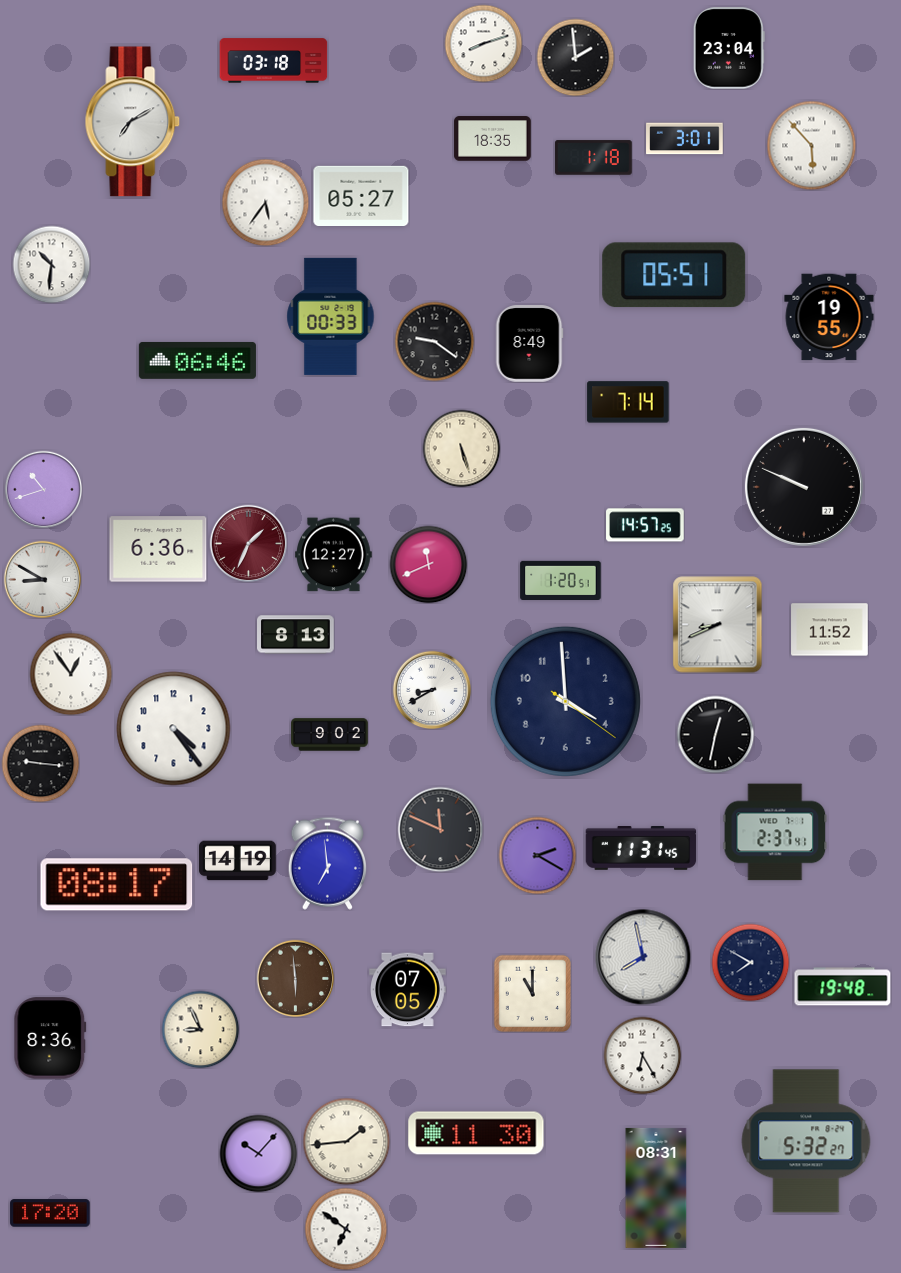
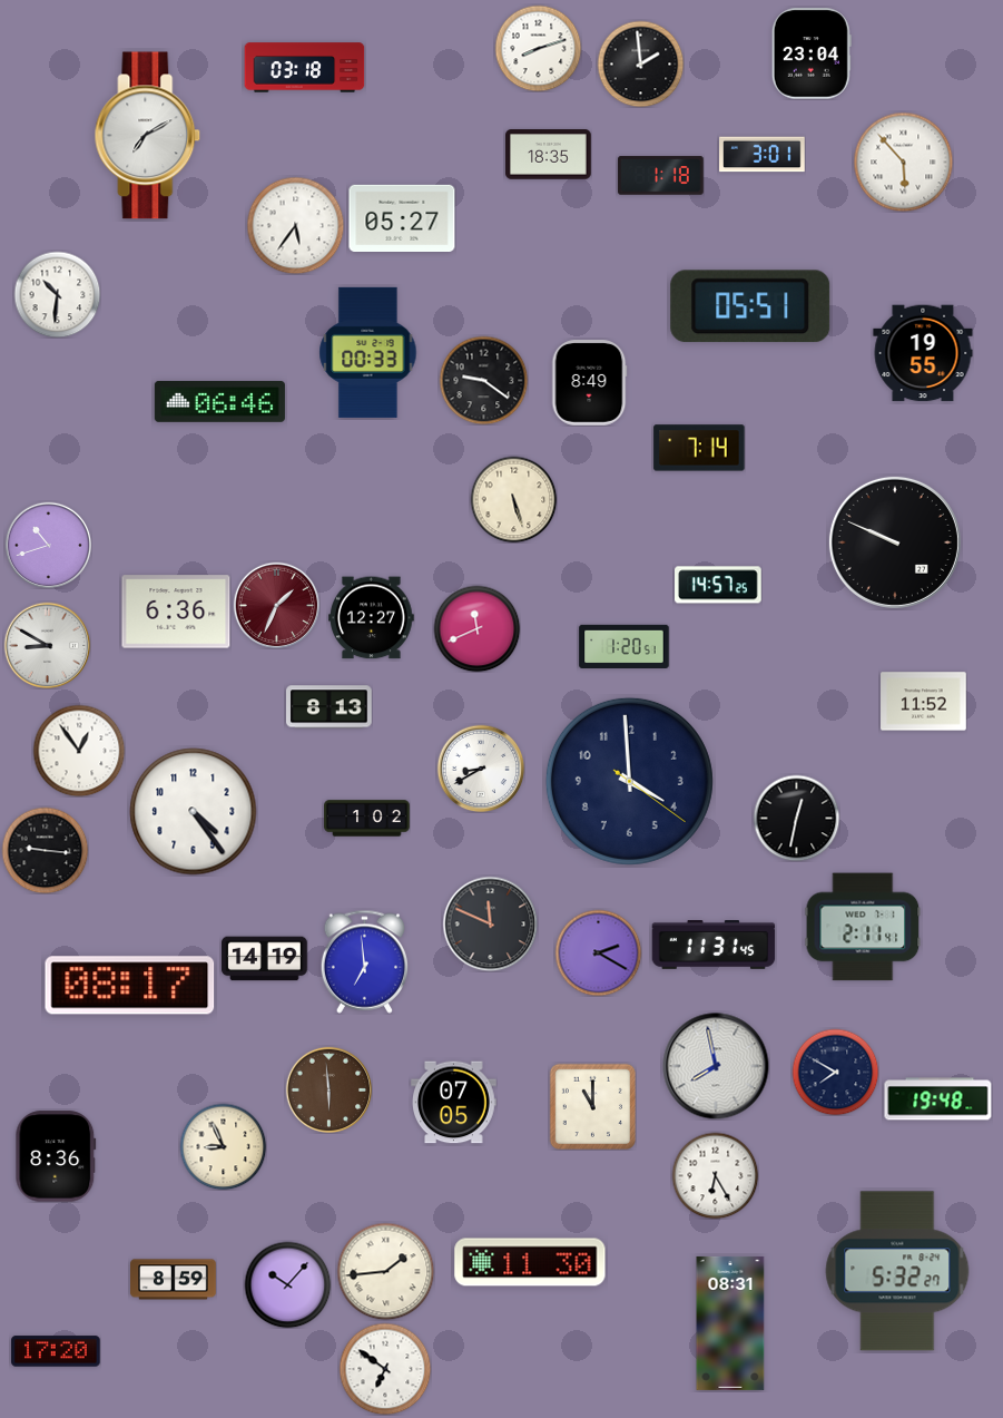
clock at (718, 625): 8:41 -> none
clock at (330, 735): 9:02 -> 1:02
clock at (775, 832): 2:37 -> 2:11
clock at (174, 1280): none -> 8:59
